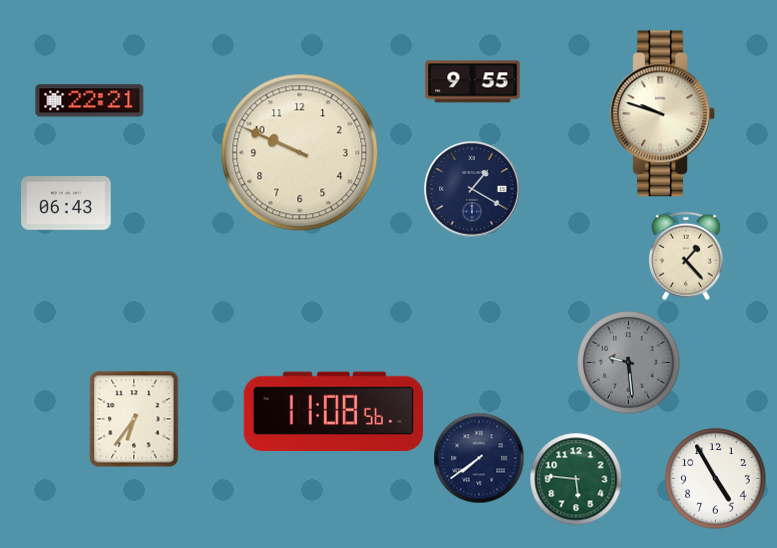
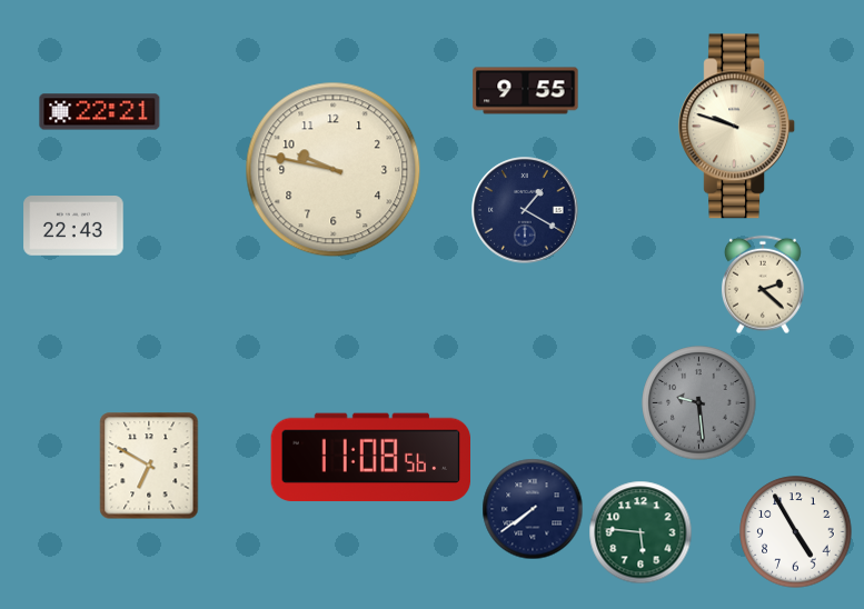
clock at (300, 153): 9:49 -> 9:47
clock at (66, 204): 06:43 -> 22:43
clock at (686, 256): 1:23 -> 2:22
clock at (134, 419): 6:36 -> 6:50
